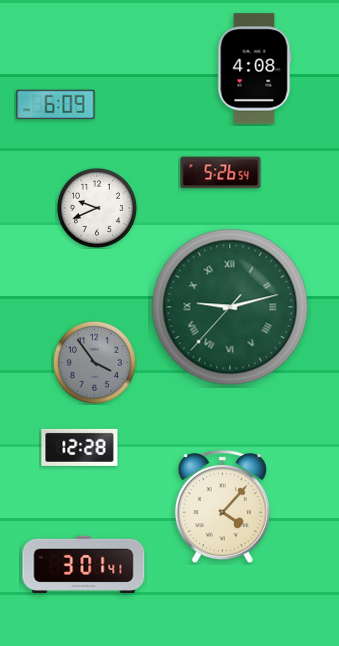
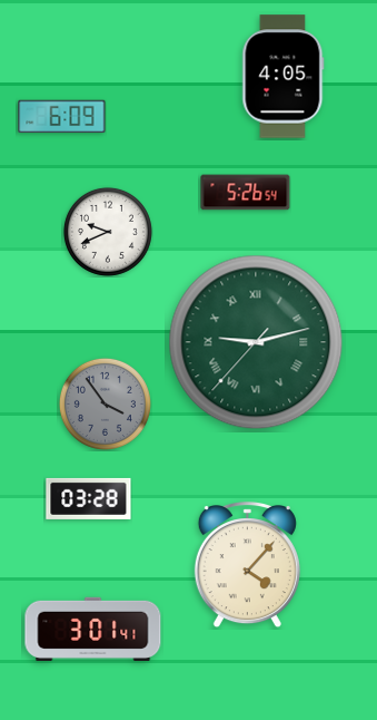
clock at (255, 69): 4:08 -> 4:05
clock at (80, 447): 12:28 -> 03:28
